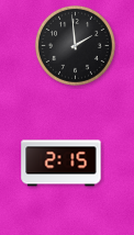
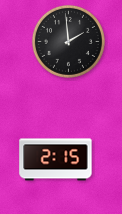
clock at (62, 164) position: (62, 164) -> (56, 160)
